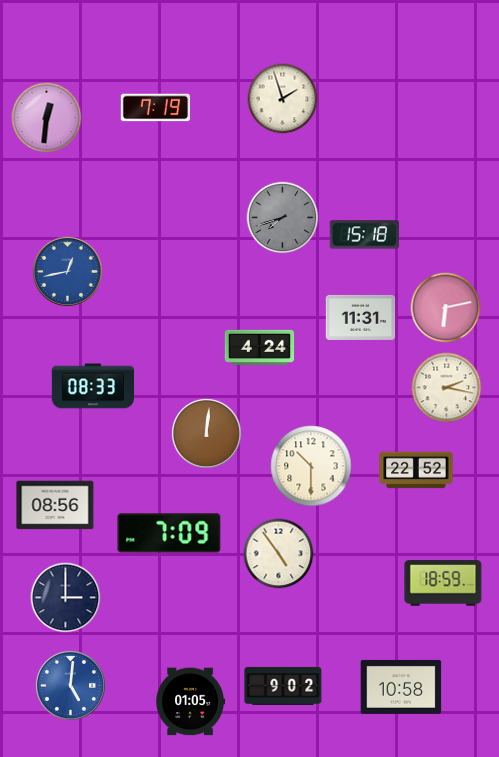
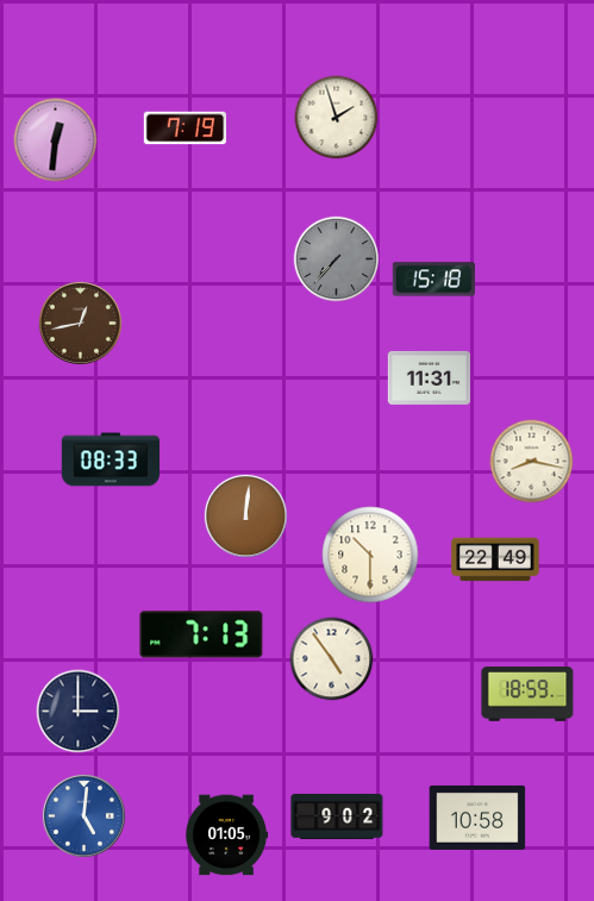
clock at (283, 218): 7:42 -> 7:37
clock at (67, 271) dial: blue -> brown
clock at (446, 308): 6:13 -> none
clock at (260, 347): 4:24 -> none
clock at (447, 388): 2:17 -> 8:17
clock at (416, 470): 22:52 -> 22:49
clock at (55, 505): 08:56 -> none
clock at (169, 533): 7:09 -> 7:13
